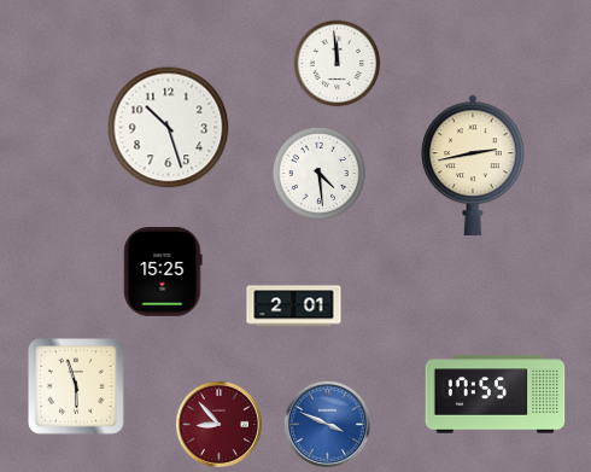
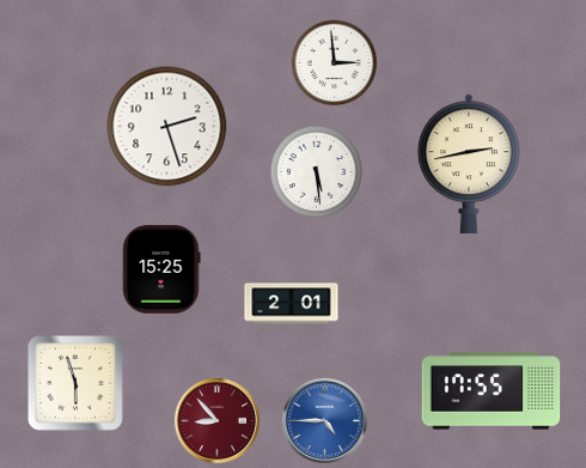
clock at (338, 64): 11:59 -> 2:59
clock at (169, 128): 10:27 -> 2:27
clock at (318, 173): 4:29 -> 5:29
clock at (327, 424): 3:49 -> 4:45
